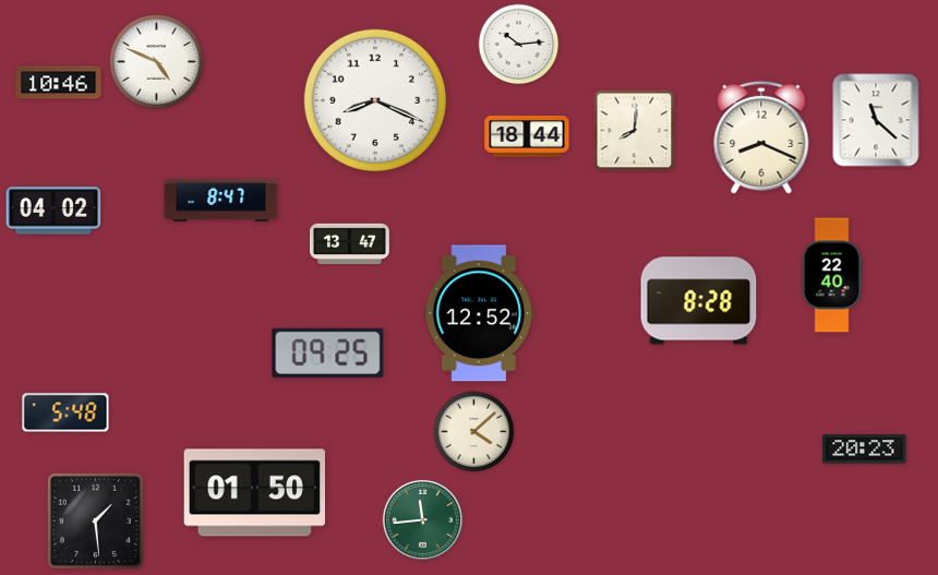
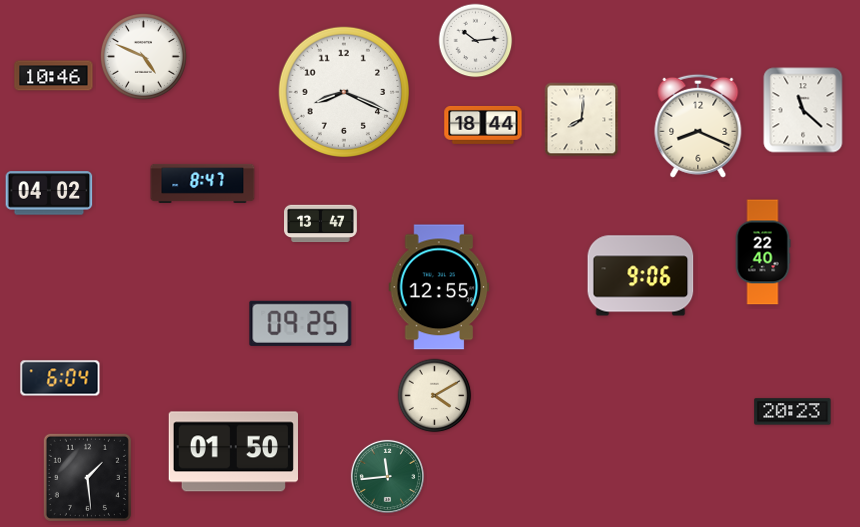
clock at (699, 301): 8:28 -> 9:06
clock at (479, 313): 12:52 -> 12:55
clock at (65, 412): 5:48 -> 6:04
clock at (474, 432): 4:08 -> 4:10
